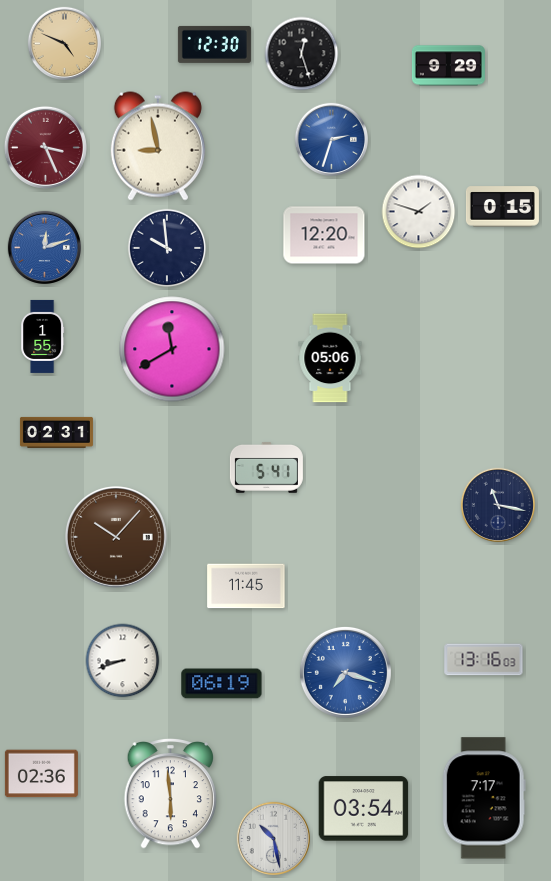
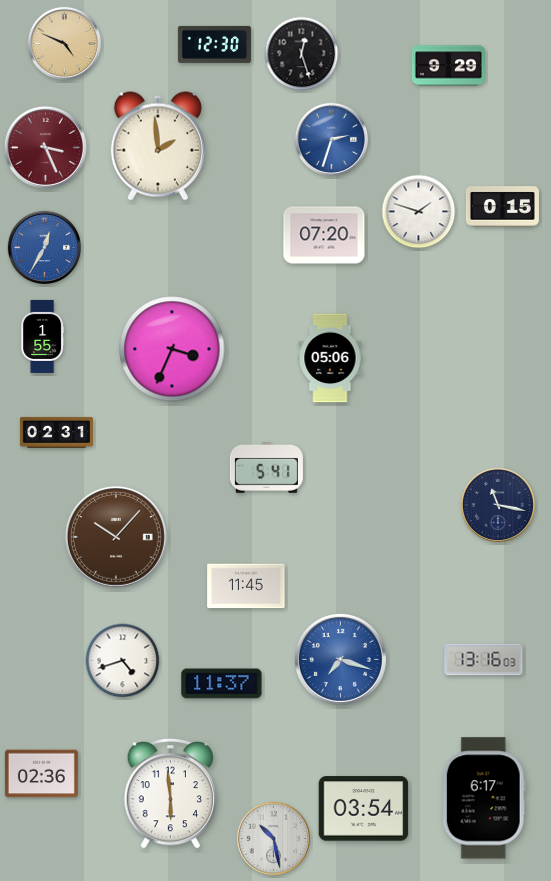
clock at (158, 146): 8:58 -> 1:59
clock at (324, 235): 12:20 -> 07:20
clock at (44, 247): 12:12 -> 12:35
clock at (167, 248): 9:59 -> none
clock at (172, 349): 11:40 -> 3:34
clock at (123, 661): 8:42 -> 4:42
clock at (345, 672) position: (345, 672) -> (340, 659)
clock at (222, 684): 06:19 -> 11:37
clock at (484, 798): 7:17 -> 6:17
